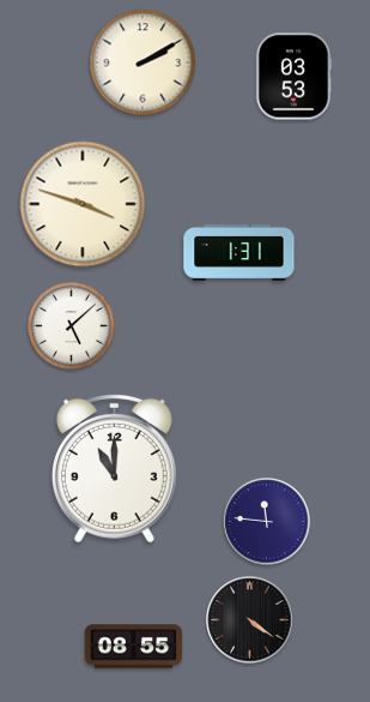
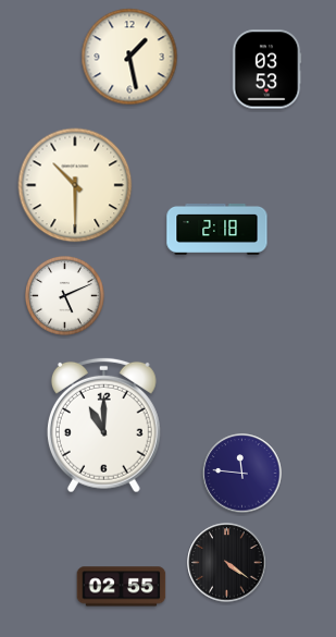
clock at (142, 62): 2:10 -> 1:28
clock at (83, 204): 3:48 -> 10:30
clock at (239, 252): 1:31 -> 2:18
clock at (72, 326): 5:08 -> 5:11
clock at (134, 647): 08:55 -> 02:55
